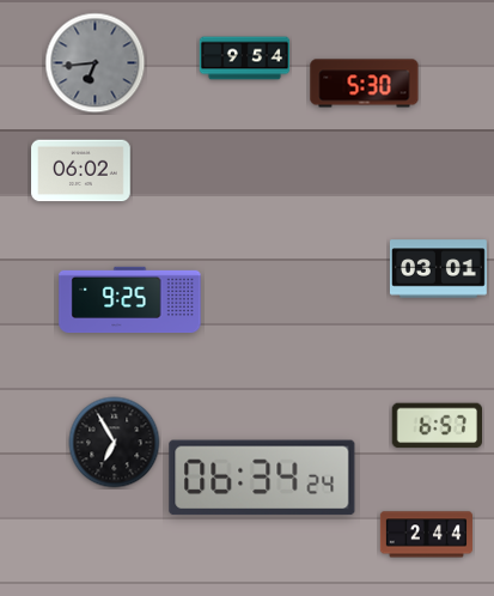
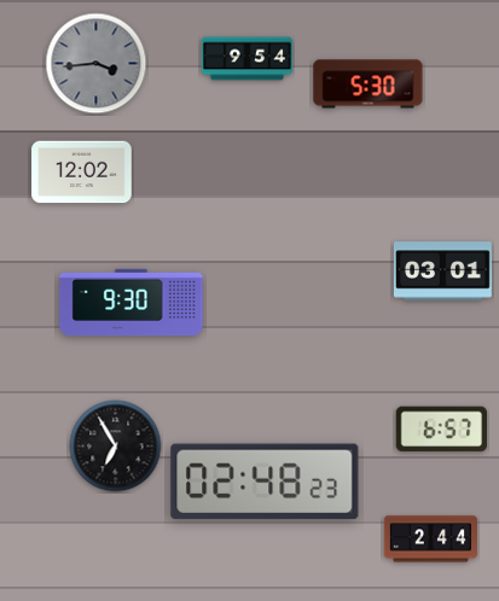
clock at (96, 63): 6:44 -> 3:44
clock at (81, 171): 06:02 -> 12:02
clock at (130, 300): 9:25 -> 9:30
clock at (262, 478): 06:34 -> 02:48
